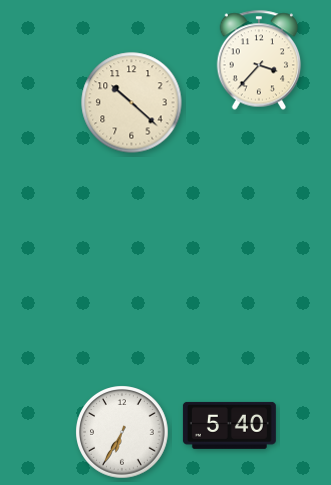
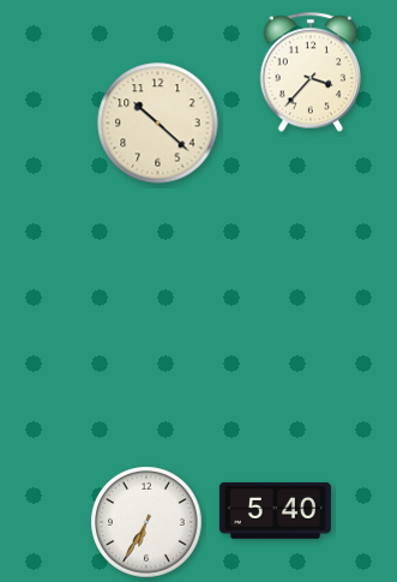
clock at (122, 432) position: (122, 432) -> (146, 522)
